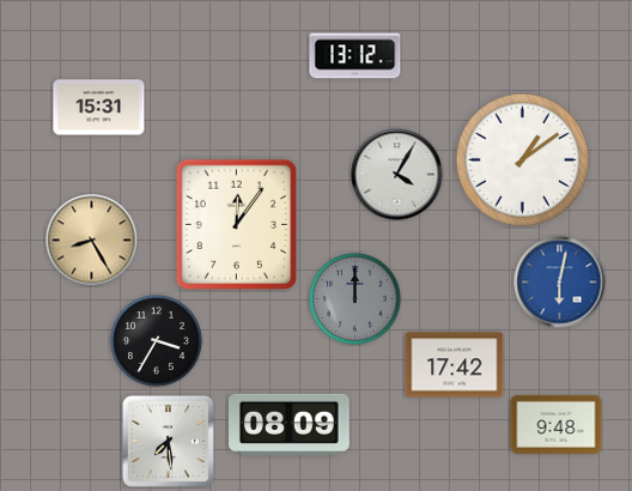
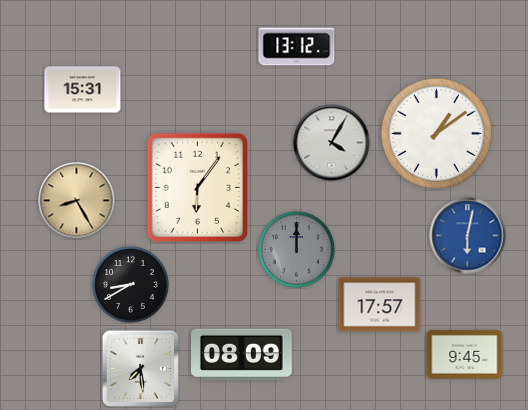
clock at (397, 175) position: (397, 175) -> (332, 143)
clock at (236, 225): 12:06 -> 6:06
clock at (157, 341): 3:35 -> 8:40
clock at (455, 365): 17:42 -> 17:57
clock at (557, 424): 9:48 -> 9:45
